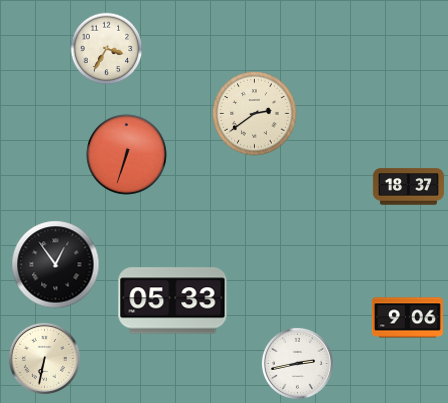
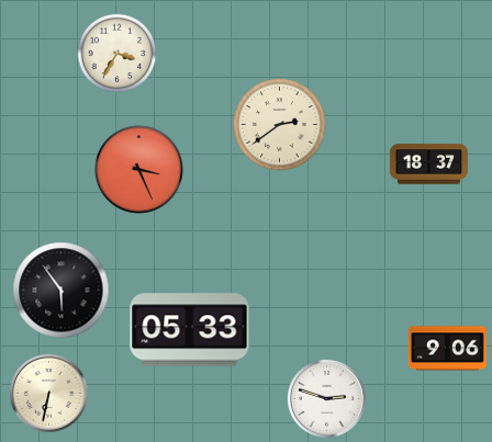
clock at (126, 154): 6:33 -> 3:26
clock at (408, 187) position: (408, 187) -> (428, 165)
clock at (56, 265): 12:54 -> 5:54
clock at (297, 363): 2:43 -> 2:48
